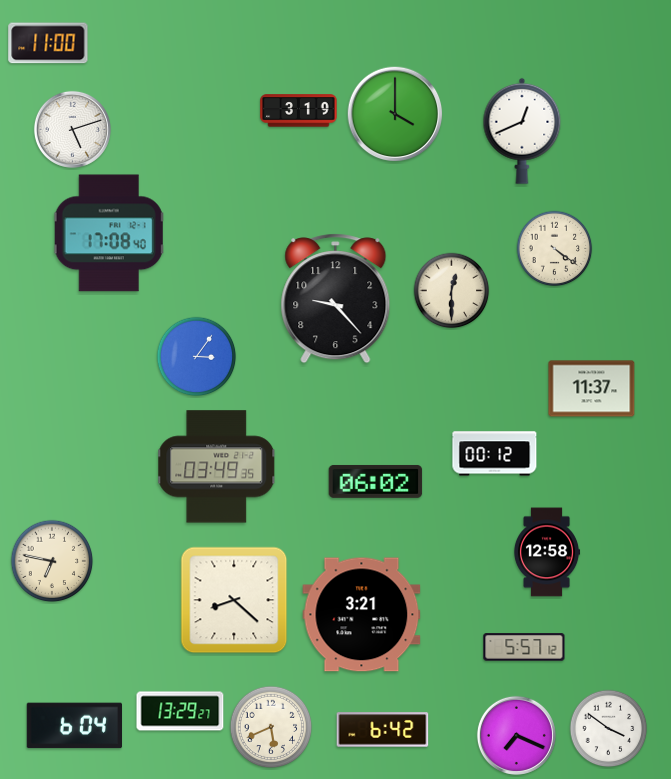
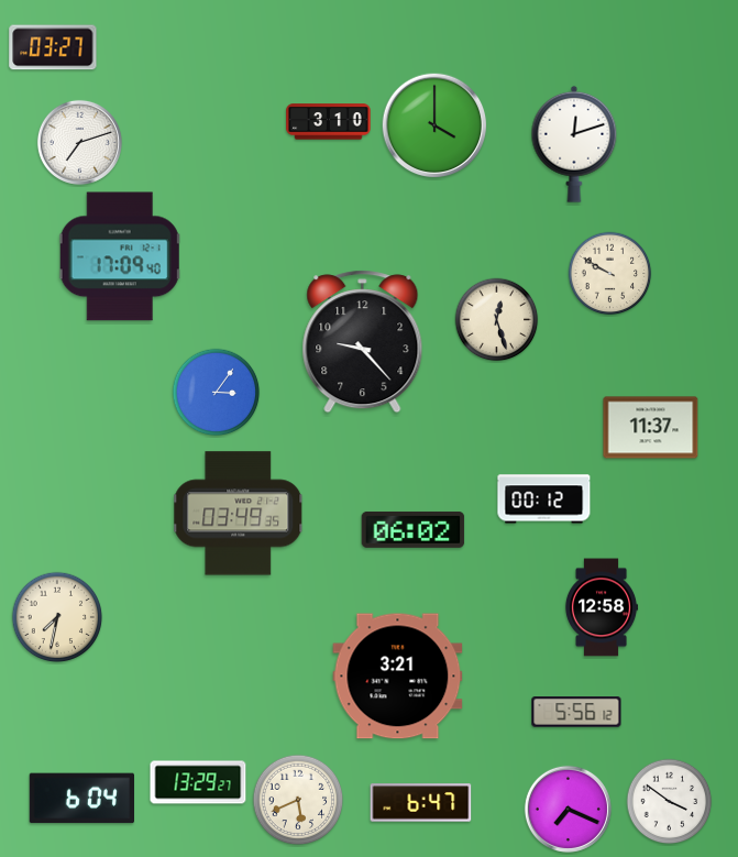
clock at (48, 43): 11:00 -> 03:27
clock at (299, 111): 3:19 -> 3:10
clock at (72, 129): 5:12 -> 7:12
clock at (522, 131): 12:41 -> 12:12
clock at (109, 233): 17:08 -> 17:09
clock at (555, 249): 4:21 -> 9:50
clock at (452, 291): 12:30 -> 12:27
clock at (336, 299) position: (336, 299) -> (363, 342)
clock at (52, 561): 6:47 -> 7:32
clock at (234, 600): 8:22 -> none
clock at (524, 647): 5:57 -> 5:56
clock at (383, 730): 6:42 -> 6:47
